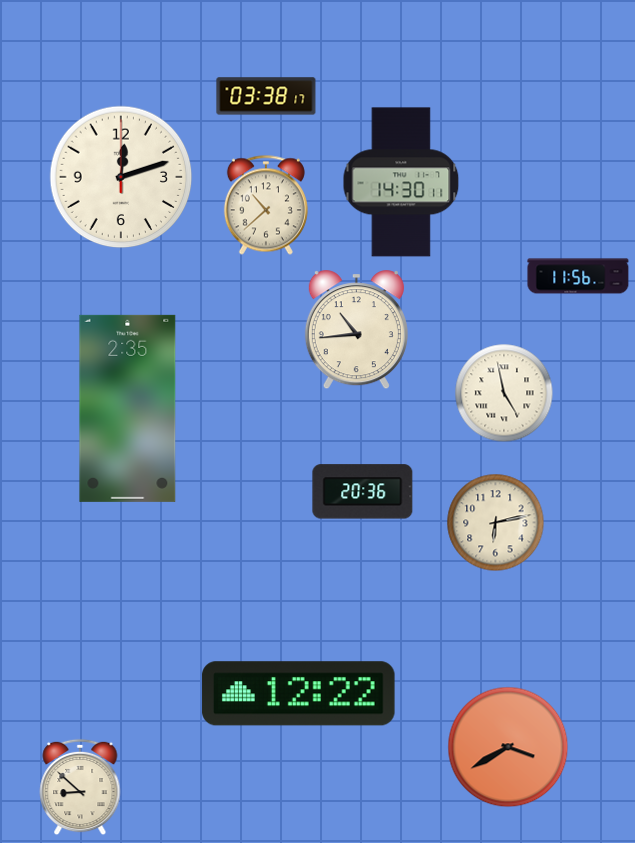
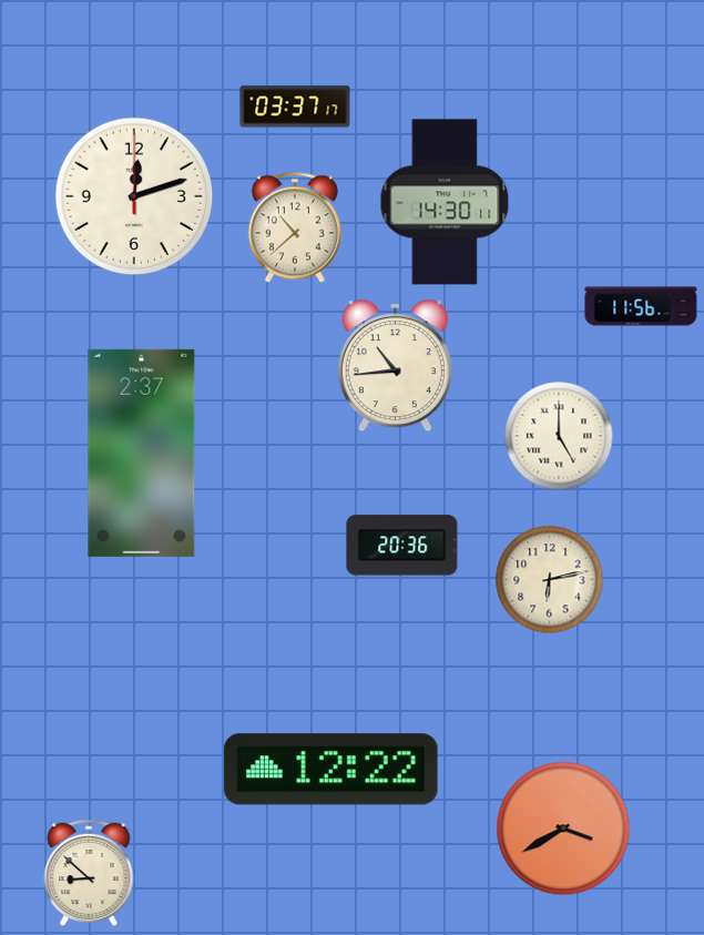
clock at (266, 96): 03:38 -> 03:37
clock at (504, 393): 4:58 -> 5:00
clock at (128, 408): 2:35 -> 2:37
